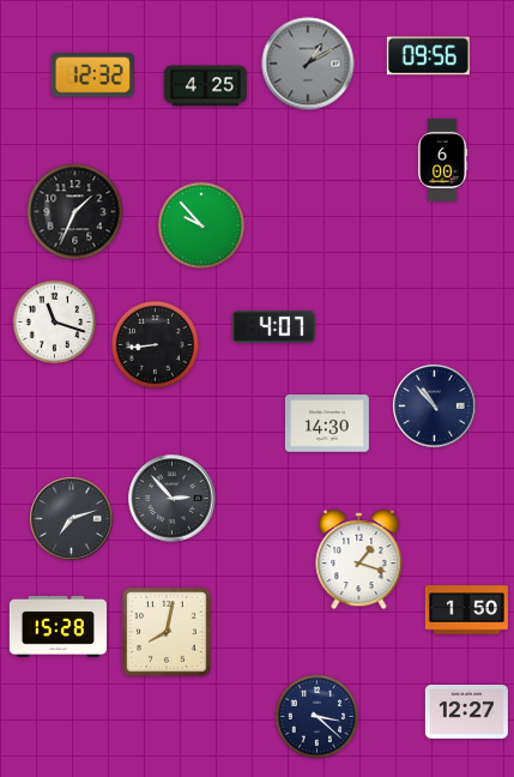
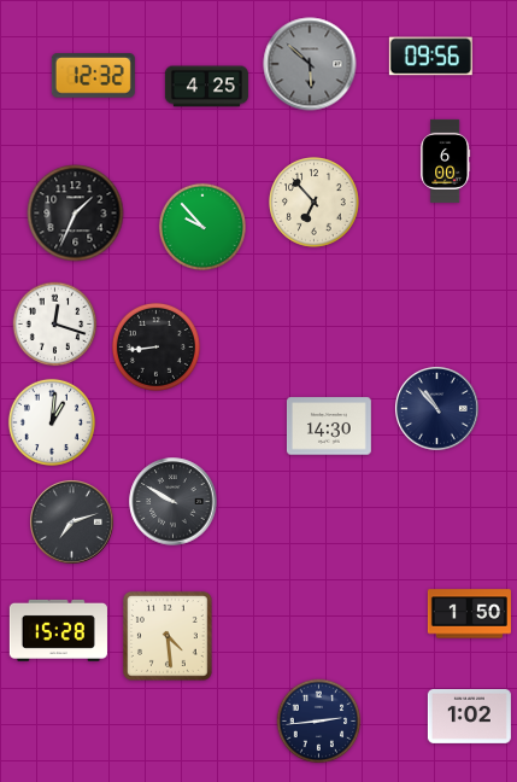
clock at (308, 64): 1:10 -> 5:52
clock at (315, 203): none -> 6:53
clock at (55, 323): 11:18 -> 12:18
clock at (273, 327): 4:07 -> none
clock at (52, 422): none -> 1:01
clock at (173, 499): 2:53 -> 9:50
clock at (359, 560): 1:18 -> none
clock at (168, 633): 8:02 -> 4:29
clock at (466, 711): 12:27 -> 1:02
clock at (318, 717): 3:22 -> 2:44
